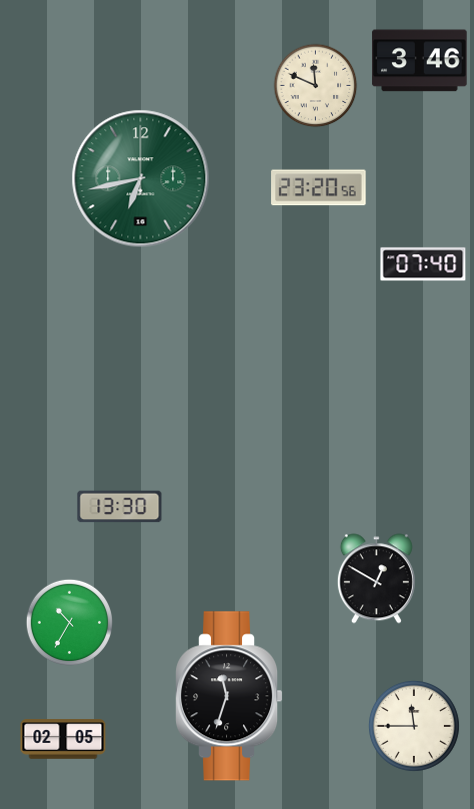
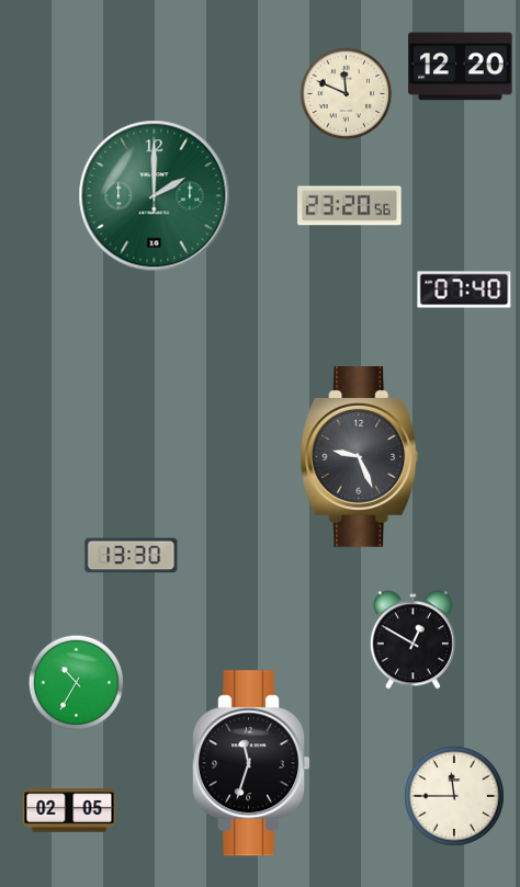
clock at (420, 61): 3:46 -> 12:20
clock at (141, 179): 6:43 -> 2:00
clock at (360, 457): none -> 9:26
clock at (376, 579) position: (376, 579) -> (412, 640)
